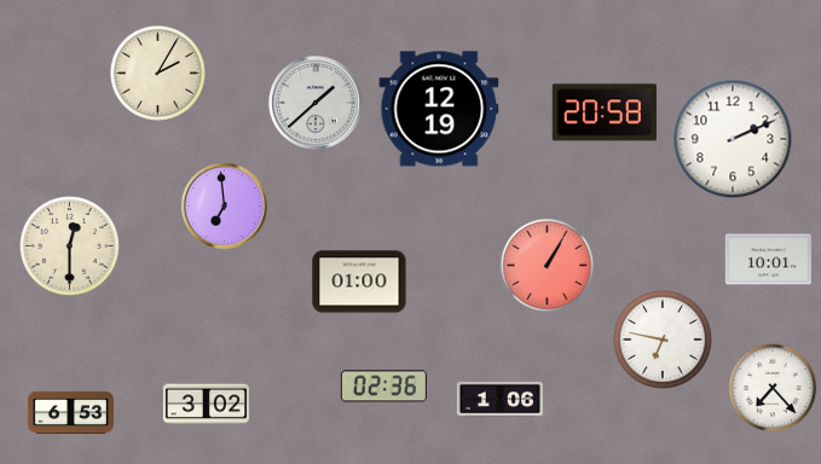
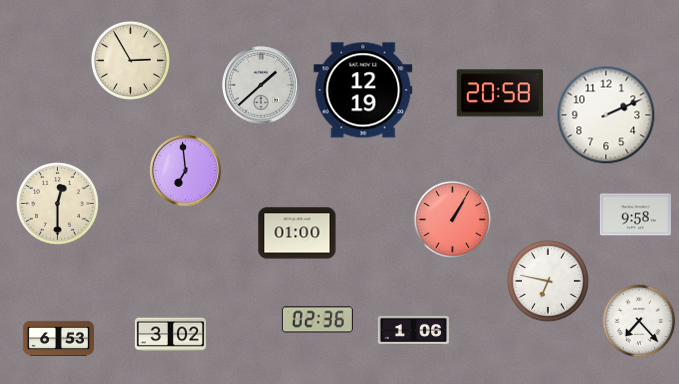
clock at (157, 72): 2:05 -> 2:55
clock at (768, 260): 10:01 -> 9:58
clock at (70, 412) position: (70, 412) -> (58, 338)
